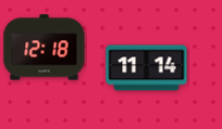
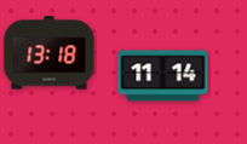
clock at (45, 48): 12:18 -> 13:18
